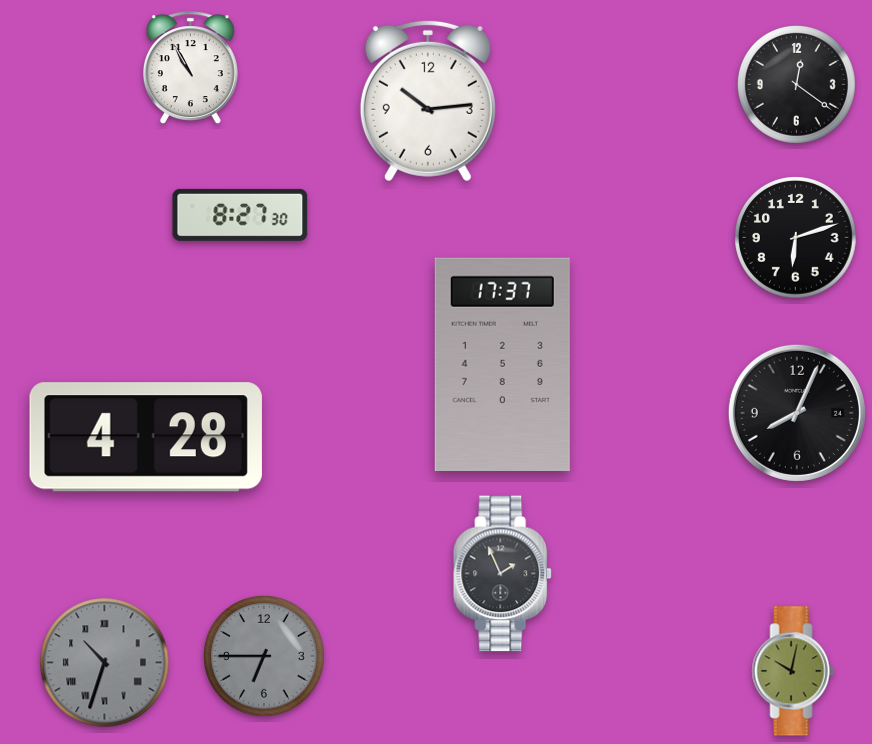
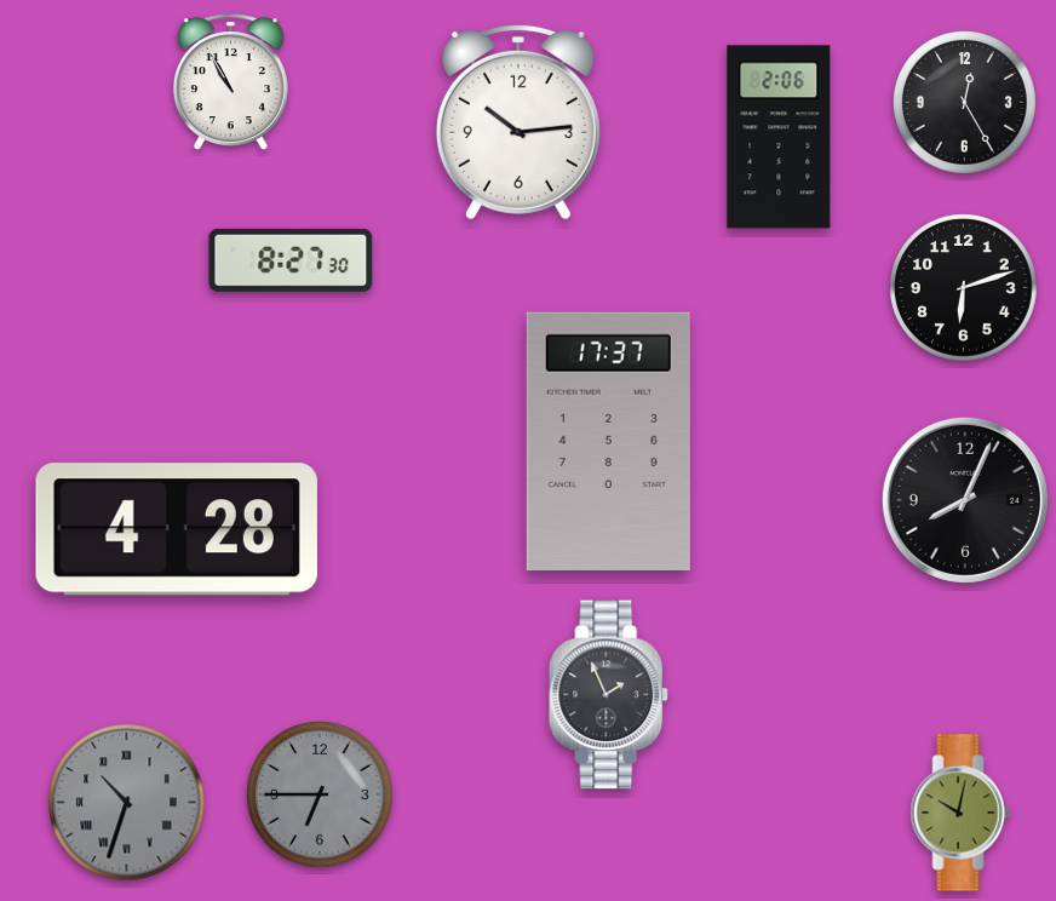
clock at (796, 84): 12:21 -> 12:25
clock at (779, 137): none -> 2:06
